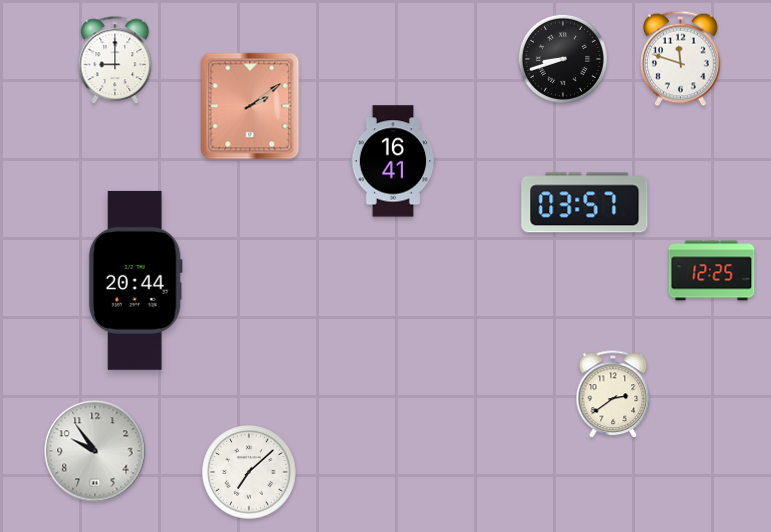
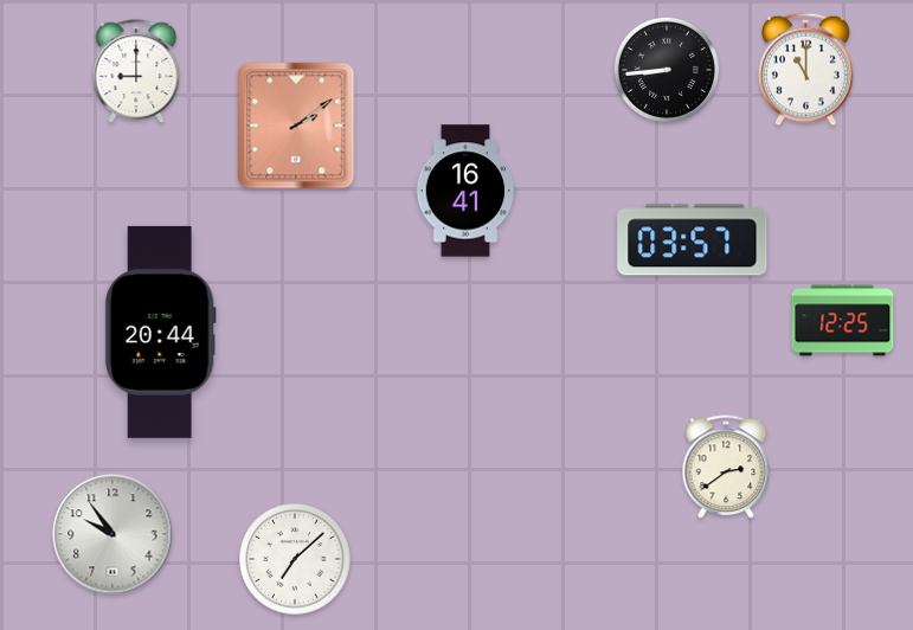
clock at (563, 59): 8:42 -> 8:44
clock at (681, 59): 11:48 -> 11:00
